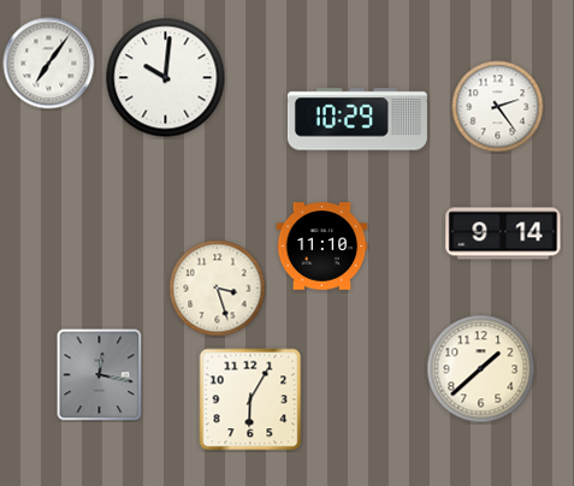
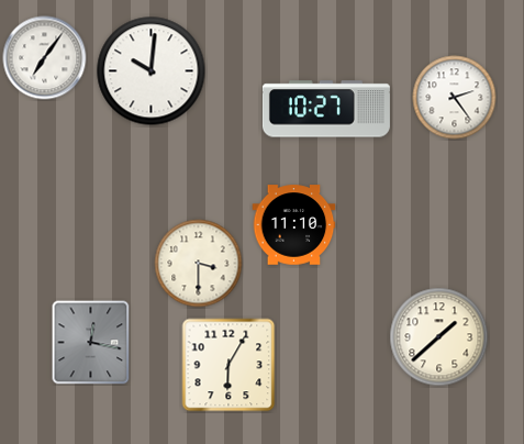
clock at (357, 119): 10:29 -> 10:27
clock at (503, 233): 9:14 -> none
clock at (218, 289): 3:27 -> 3:30
